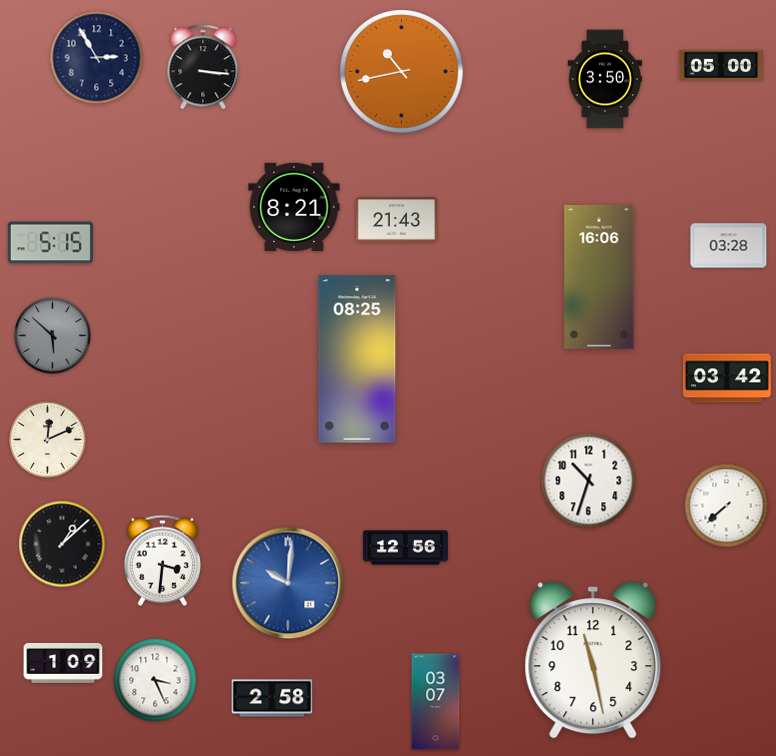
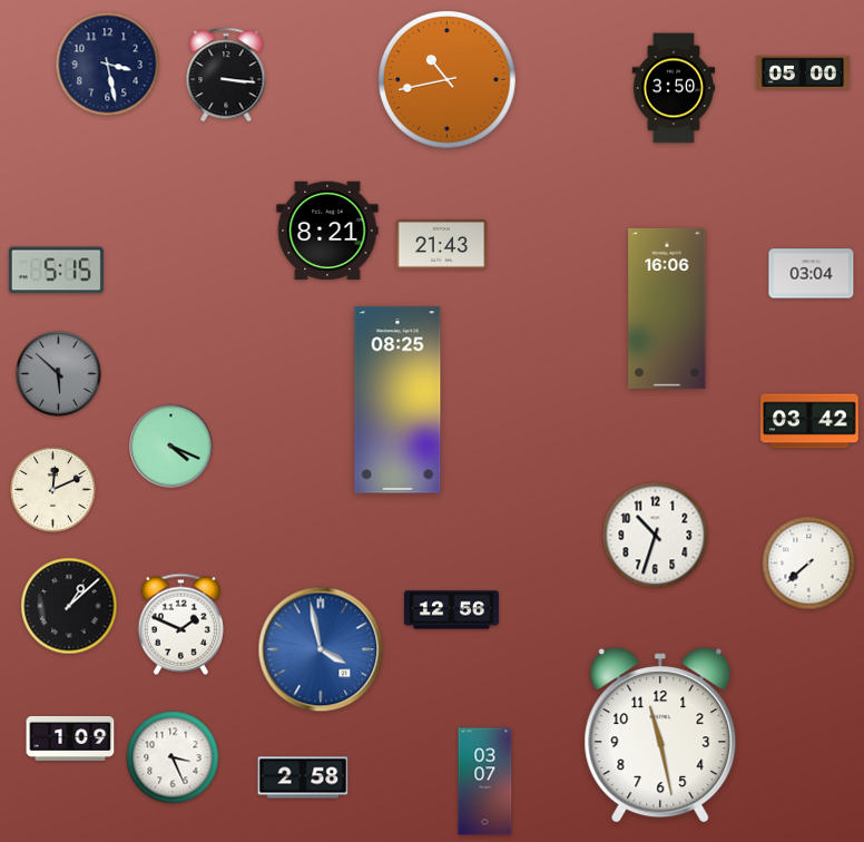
clock at (97, 58): 2:55 -> 3:28
clock at (729, 246): 03:28 -> 03:04
clock at (171, 447): none -> 4:19
clock at (162, 560): 3:31 -> 1:49
clock at (288, 583): 10:01 -> 3:58
